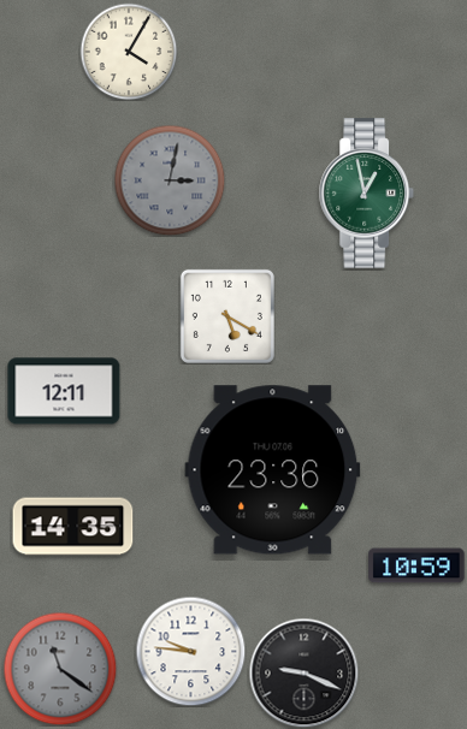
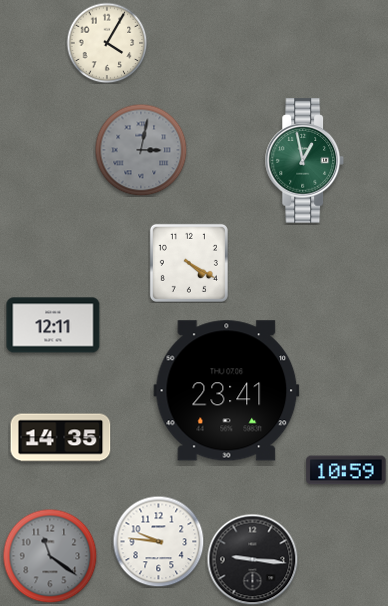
clock at (227, 316): 5:20 -> 4:20
clock at (273, 470): 23:36 -> 23:41
clock at (303, 672): 9:19 -> 9:16
